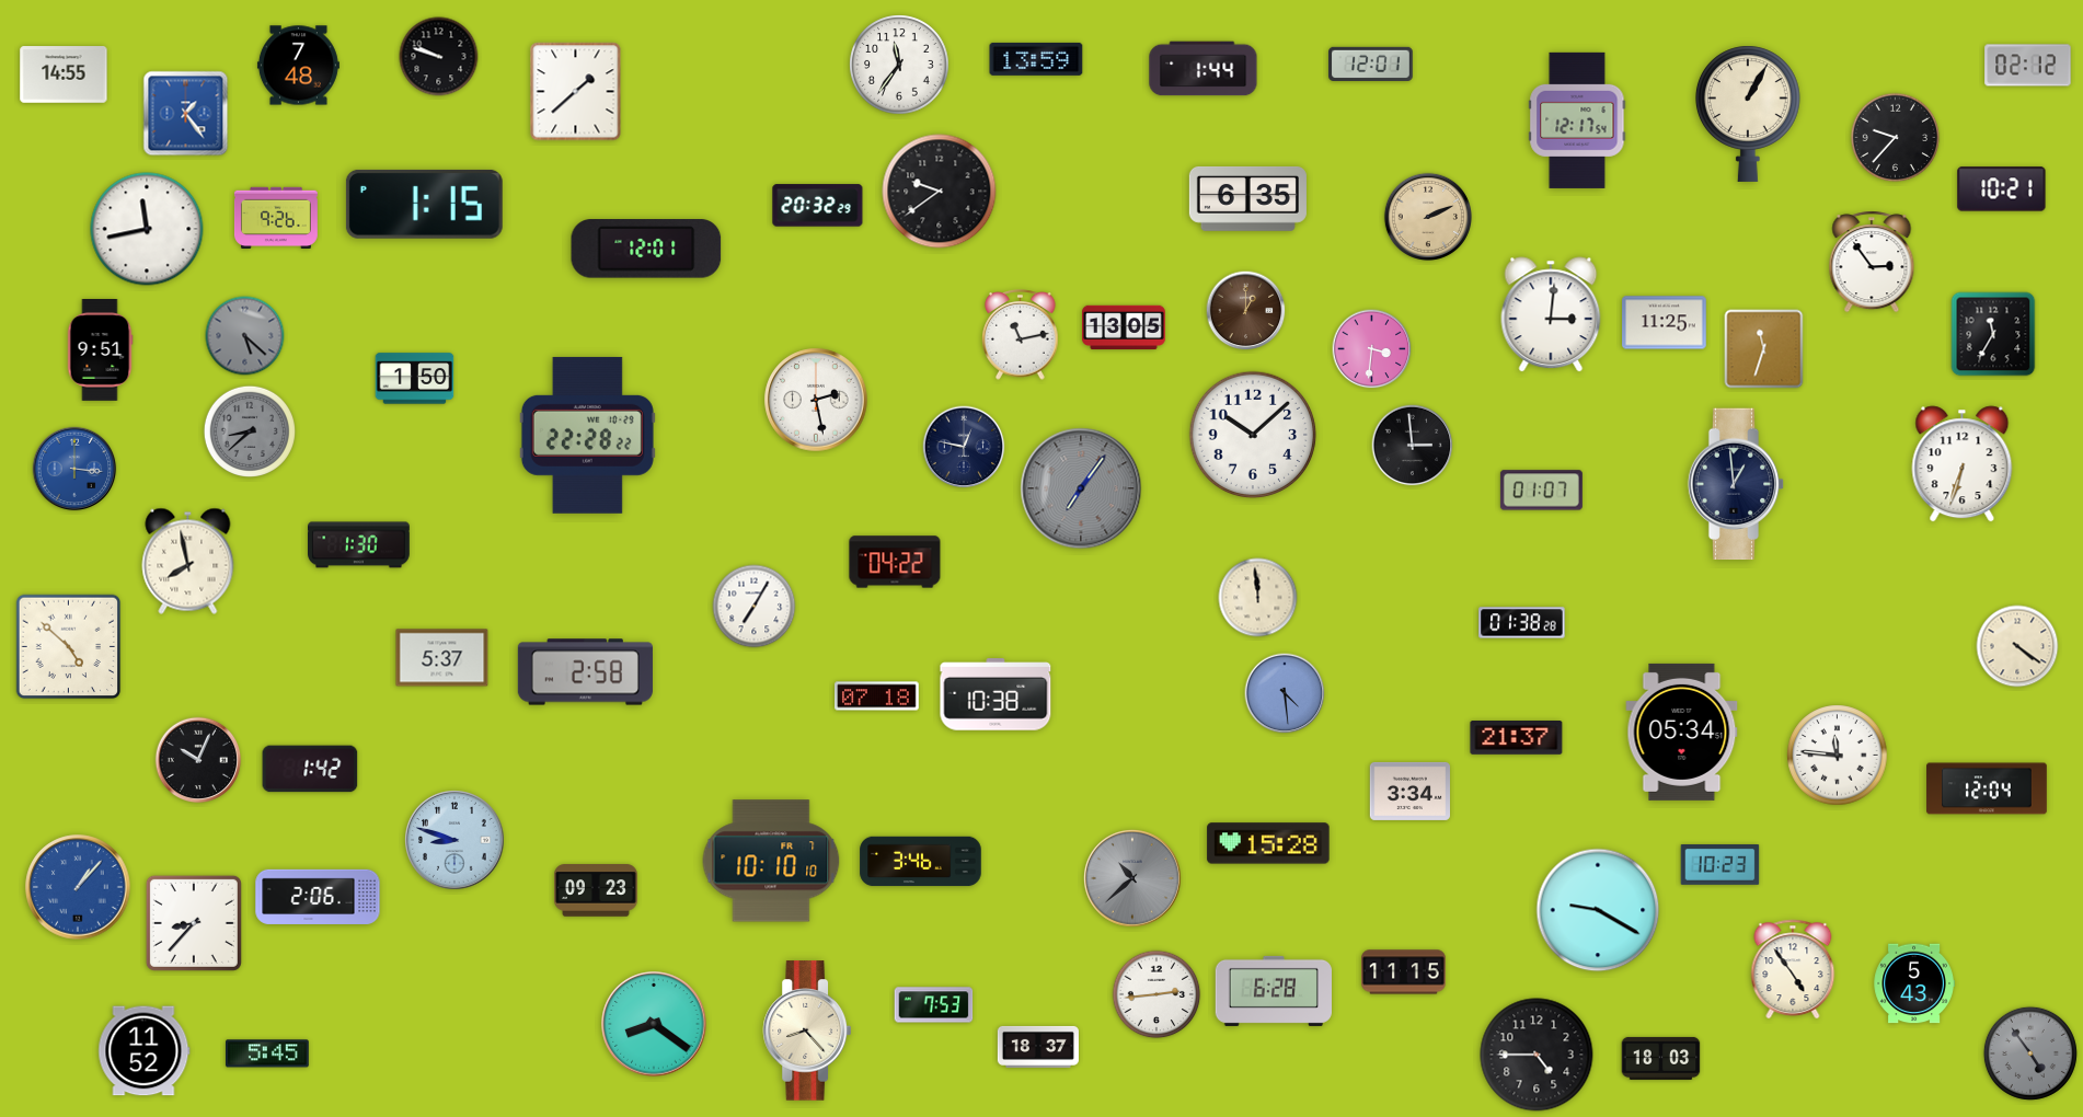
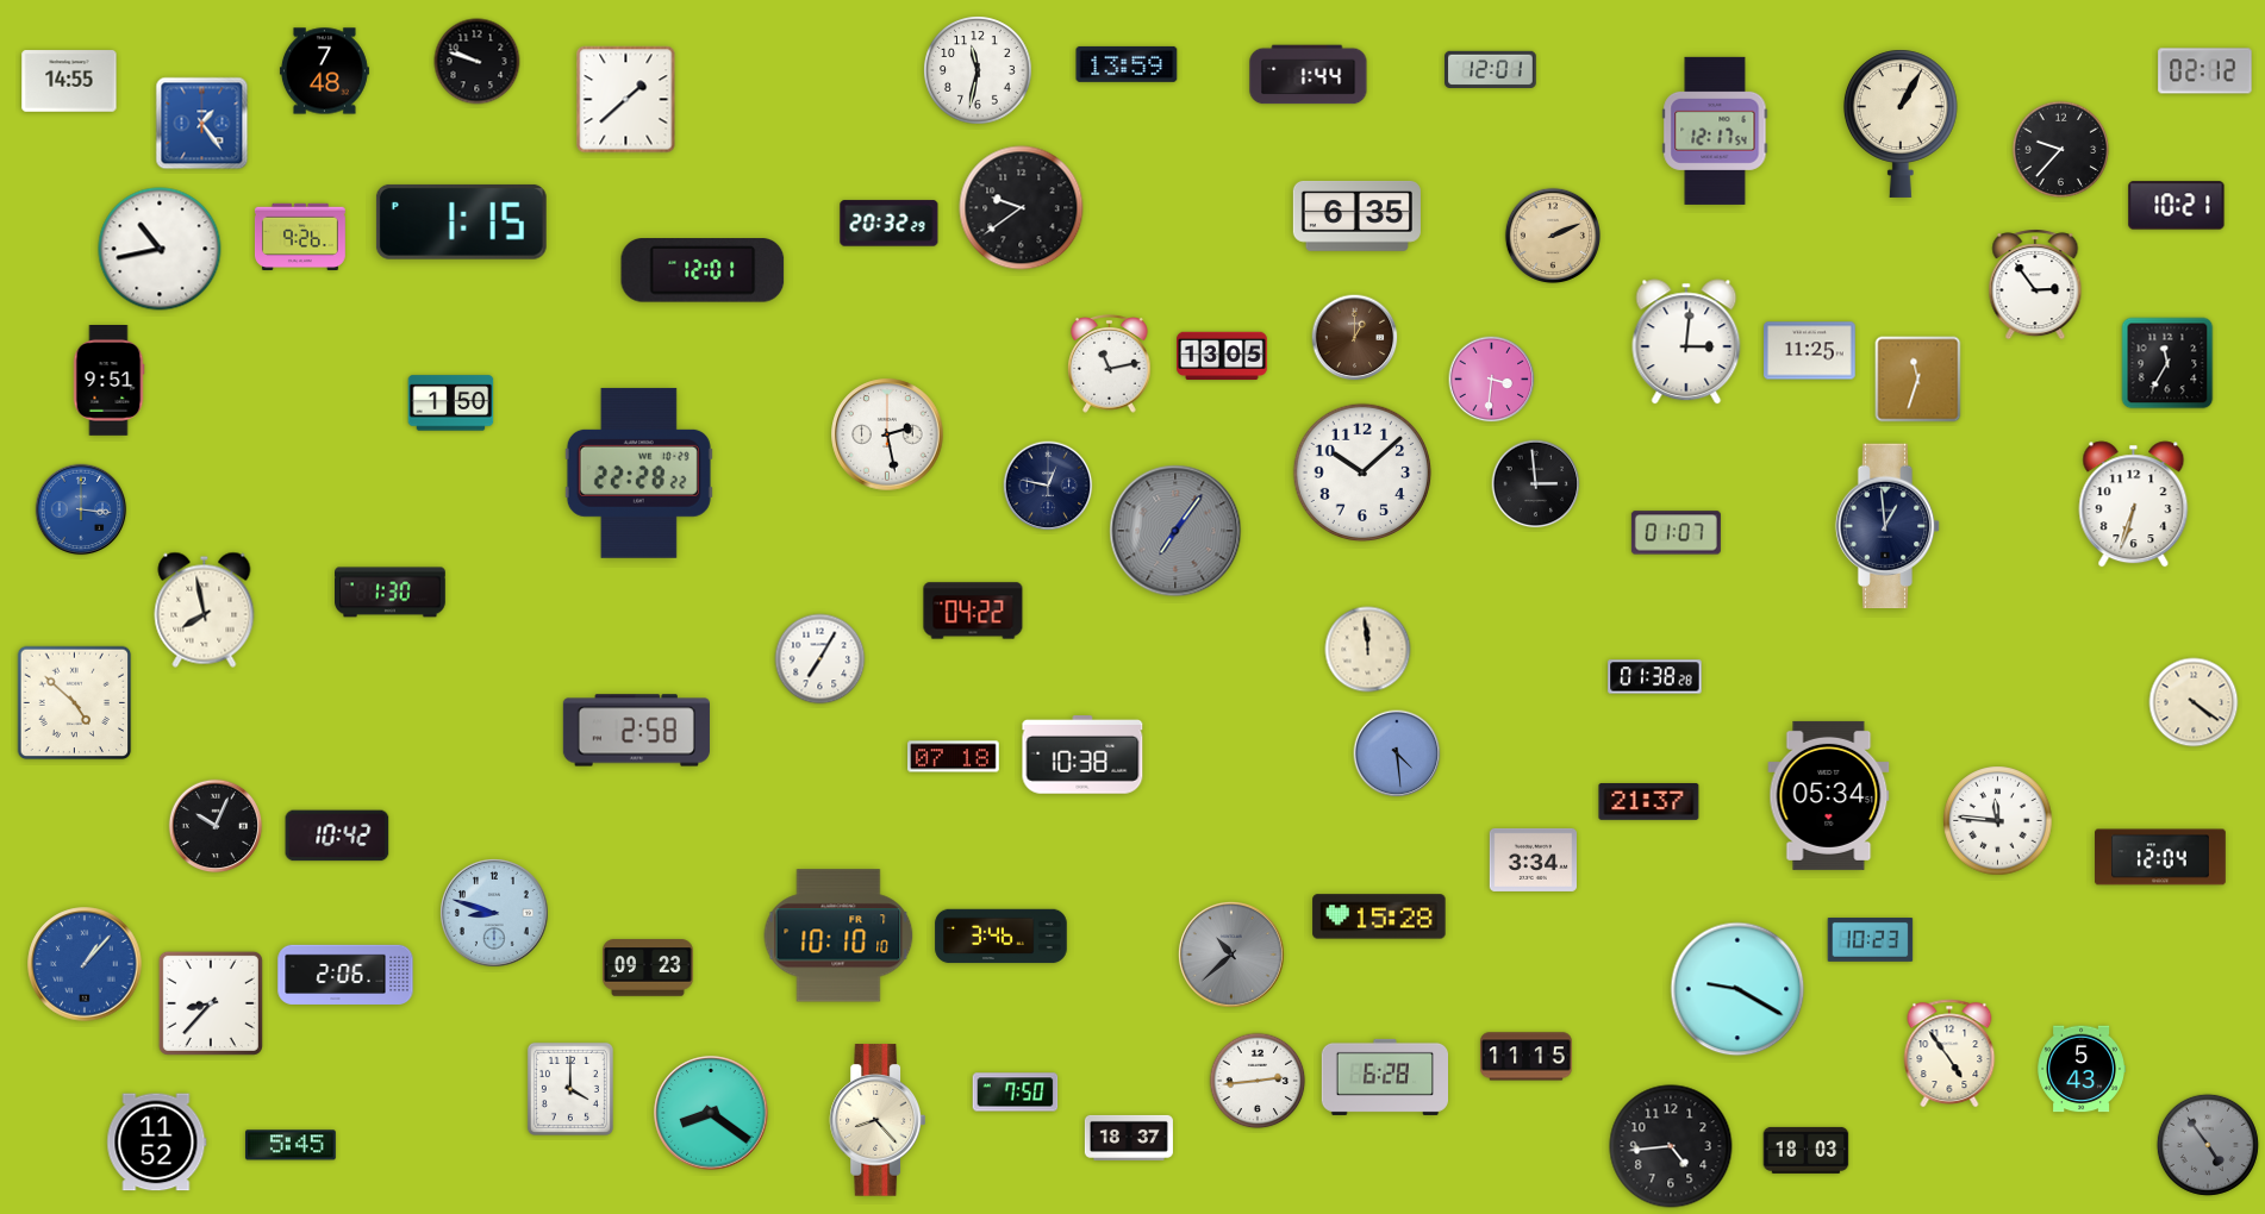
clock at (899, 65): 11:36 -> 11:32
clock at (147, 229): 11:43 -> 10:43
clock at (245, 336): 5:22 -> none
clock at (415, 379) position: (415, 379) -> (451, 403)
clock at (249, 430): 8:38 -> none
clock at (442, 658): 5:37 -> none
clock at (310, 769): 1:42 -> 10:42
clock at (570, 1089): none -> 4:00
clock at (934, 1005): 7:53 -> 7:50
clock at (1537, 1055): 4:45 -> 4:44
